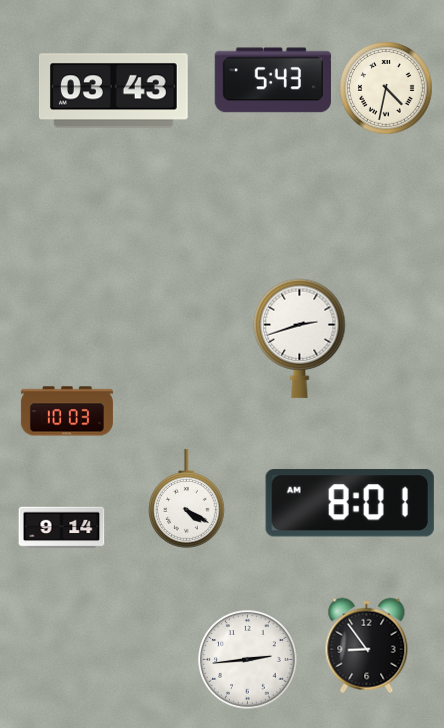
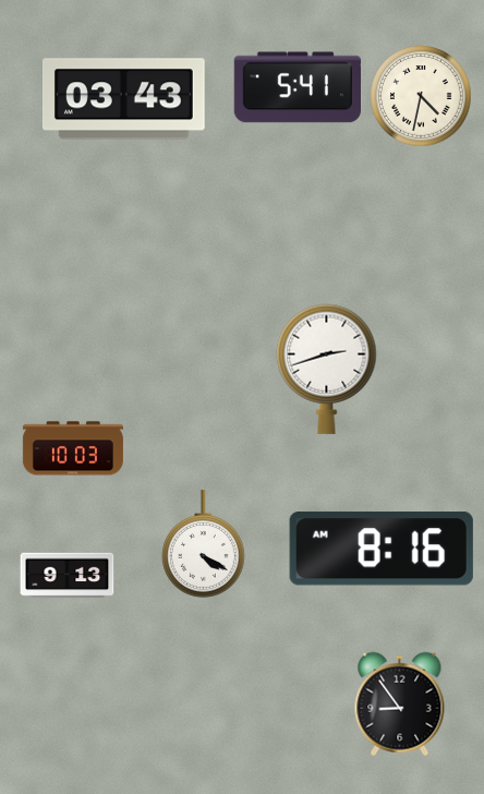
clock at (273, 80): 5:43 -> 5:41
clock at (350, 503): 8:01 -> 8:16
clock at (62, 528): 9:14 -> 9:13
clock at (248, 660): 2:44 -> none
